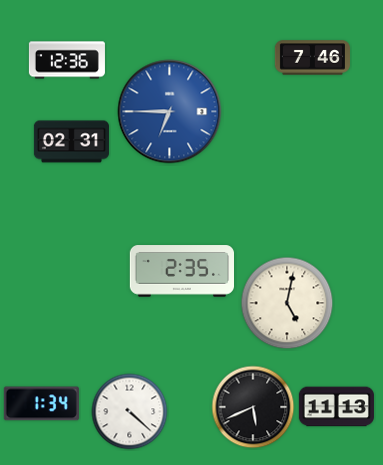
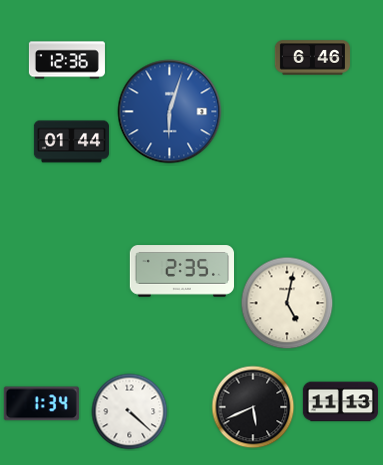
clock at (312, 58): 7:46 -> 6:46
clock at (170, 112): 6:45 -> 6:03
clock at (71, 142): 02:31 -> 01:44
clock at (336, 407) position: (336, 407) -> (340, 402)
